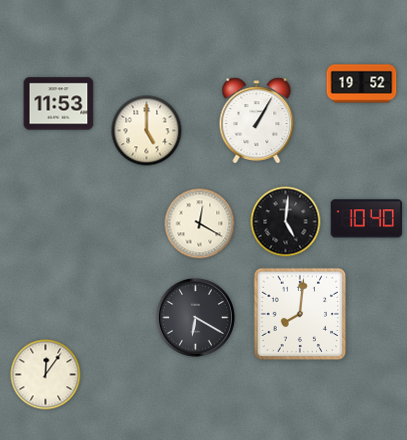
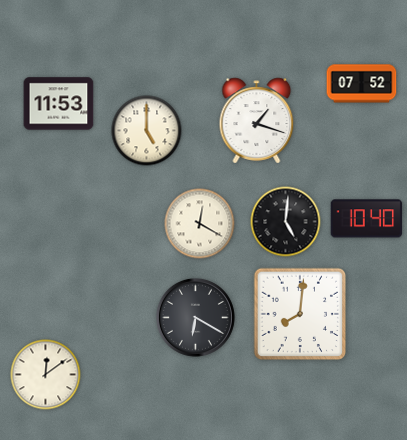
clock at (362, 84): 19:52 -> 07:52
clock at (257, 121): 1:05 -> 1:18
clock at (46, 375): 12:06 -> 12:09
